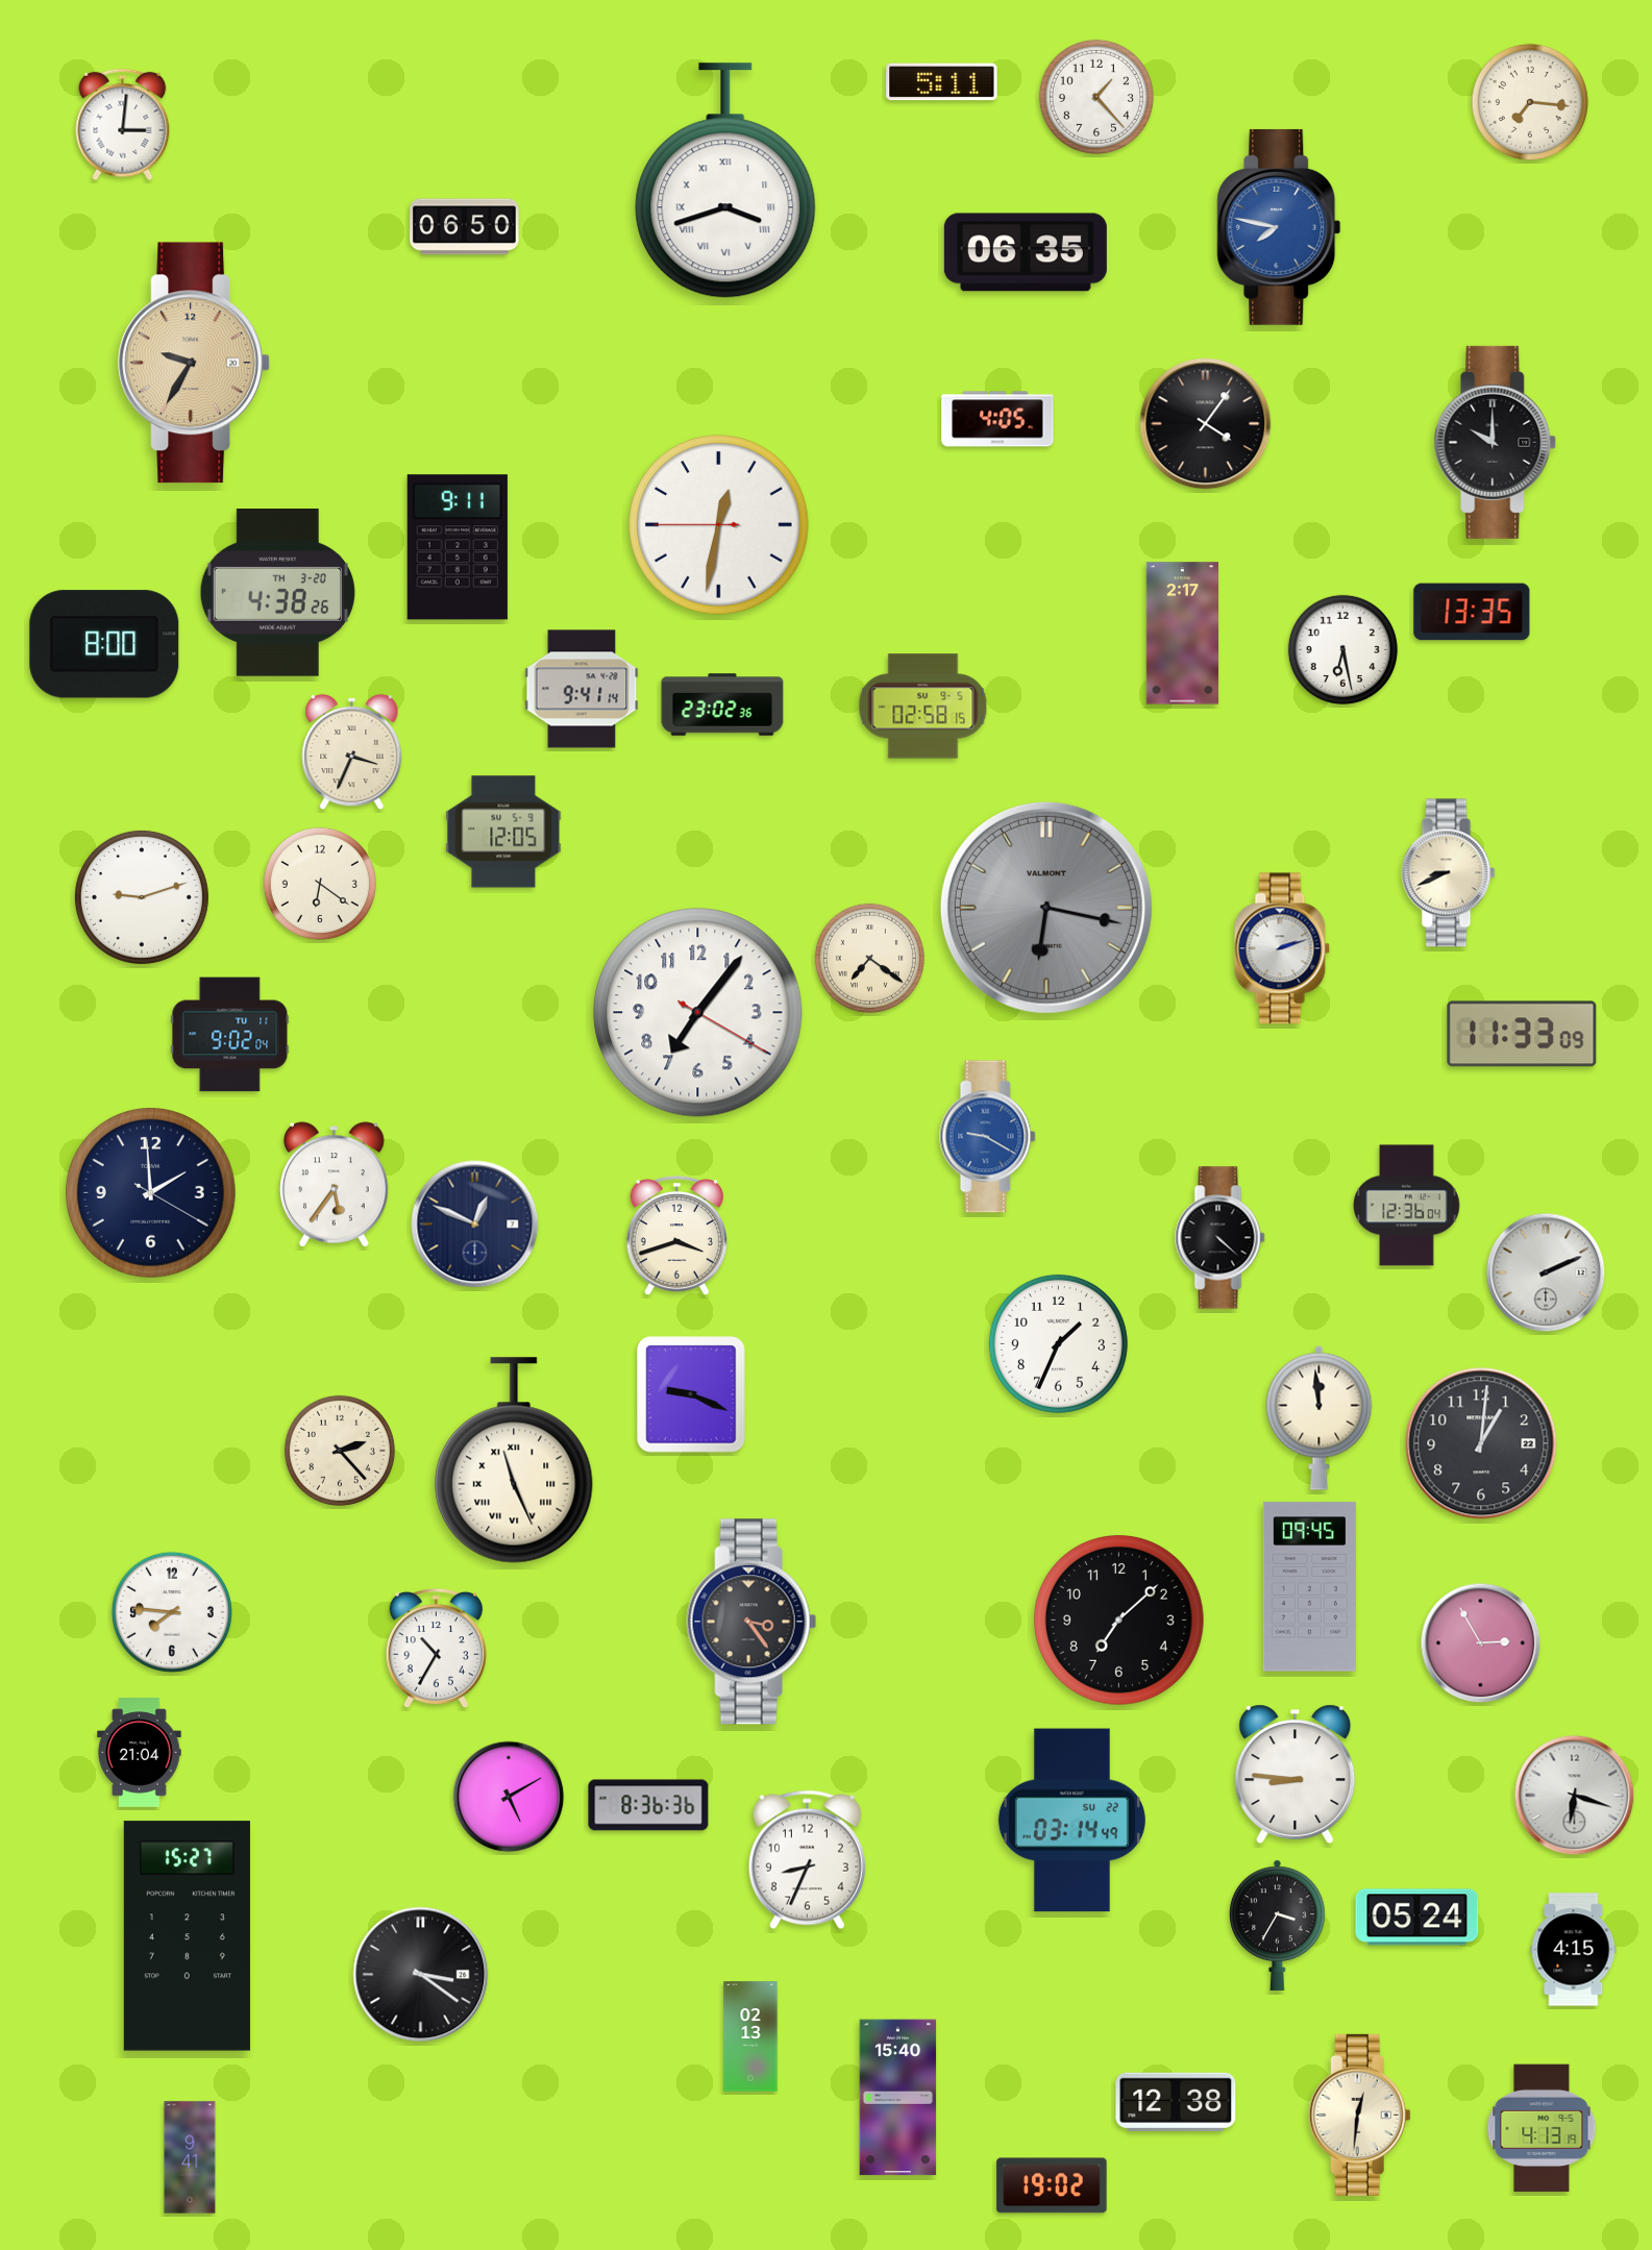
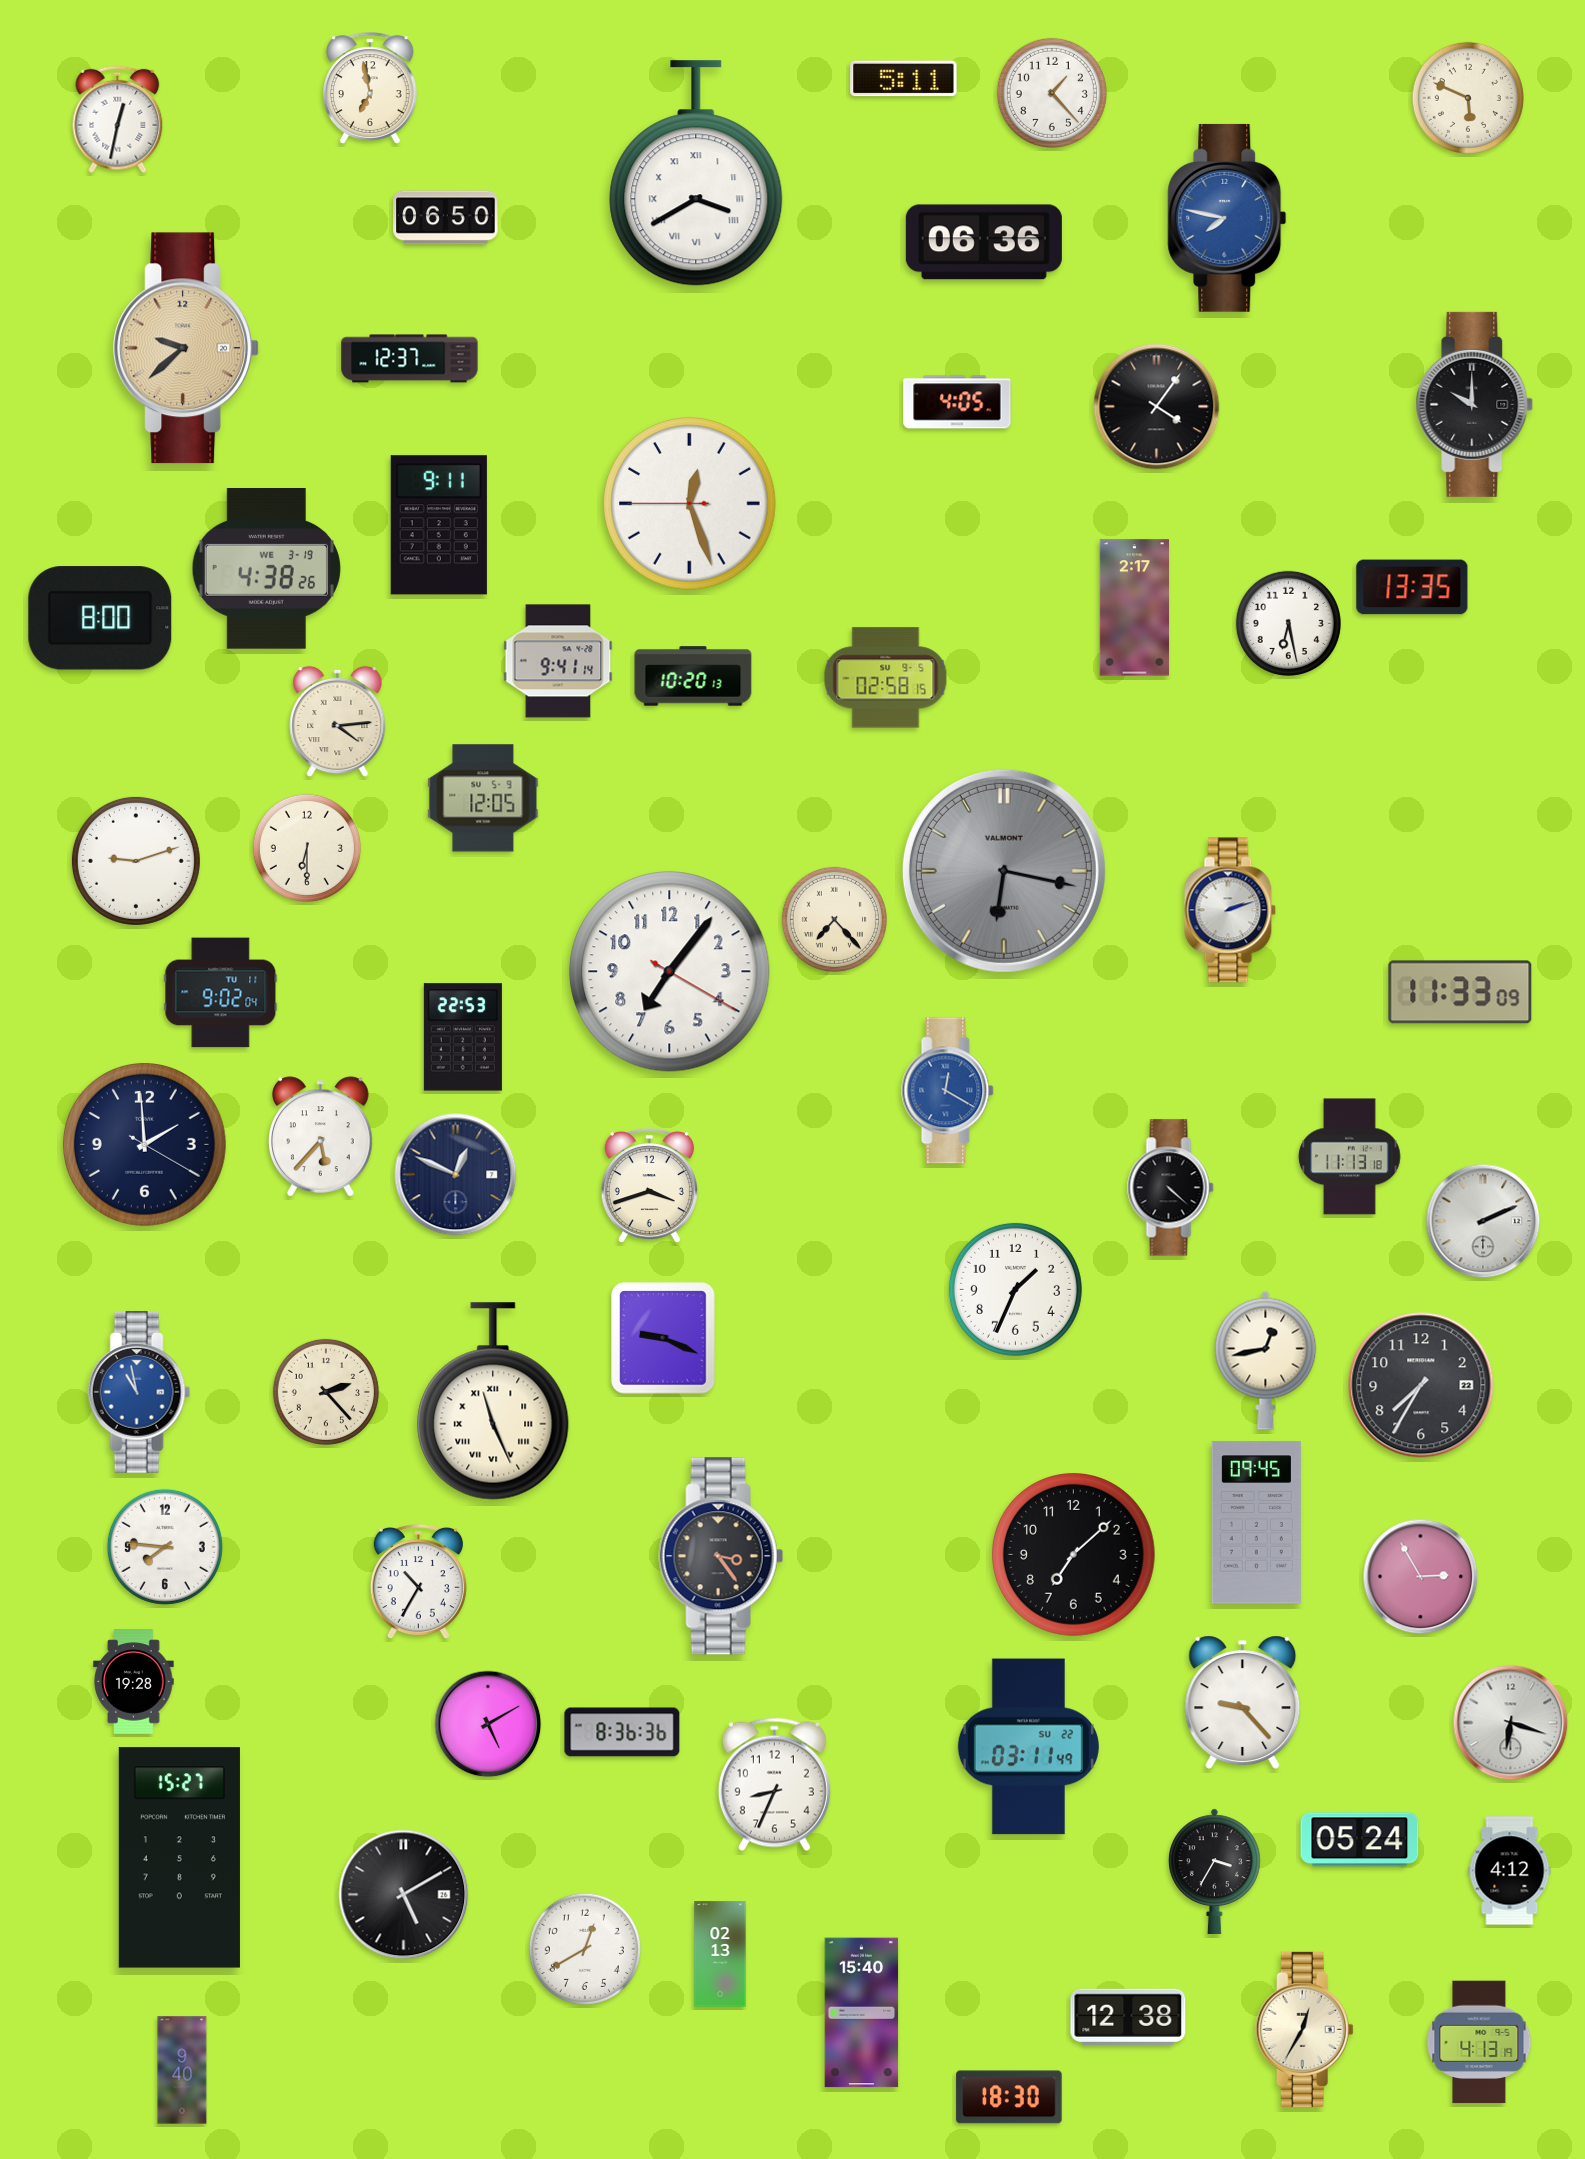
clock at (371, 88): none -> 6:58
clock at (1530, 102): 7:16 -> 5:49
clock at (123, 125): 3:01 -> 12:32
clock at (725, 180): 3:42 -> 3:40
clock at (1026, 252): 06:35 -> 06:36
clock at (195, 363): 9:35 -> 9:38
clock at (410, 359): none -> 12:37
clock at (1496, 442) position: (1496, 442) -> (1475, 404)
clock at (719, 525): 12:31 -> 12:26
clock at (277, 593) date: TH 3-20 -> WE 3-19
clock at (722, 704): 23:02 -> 10:20
clock at (352, 752): 3:34 -> 4:14
clock at (1449, 873): 8:41 -> none
clock at (320, 884): 6:21 -> 6:30
clock at (869, 958): 7:21 -> 7:23
clock at (463, 1037): none -> 22:53
clock at (988, 1137): 9:20 -> 12:20
clock at (335, 1185): 5:36 -> 5:37
clock at (1407, 1206): 12:36 -> 11:13
clock at (1320, 1417): 11:59 -> 12:43
clock at (1481, 1443): 1:01 -> 7:35
clock at (139, 1392): none -> 10:58
clock at (140, 1753): 21:04 -> 19:28
clock at (1296, 1774): 8:46 -> 9:23
clock at (1071, 1821): 03:14 -> 03:11
clock at (1278, 1925) position: (1278, 1925) -> (1215, 1871)
clock at (1574, 1950): 4:15 -> 4:12
clock at (421, 1975): 3:21 -> 5:10
clock at (585, 1949): none -> 12:40
clock at (1359, 2115): 12:31 -> 12:35
clock at (190, 2157): 9:41 -> 9:40
clock at (1052, 2185): 19:02 -> 18:30
